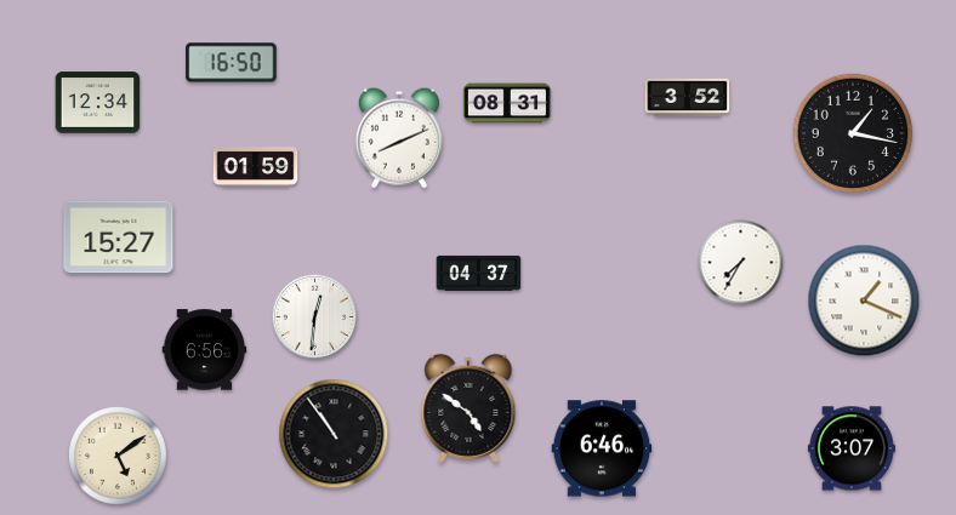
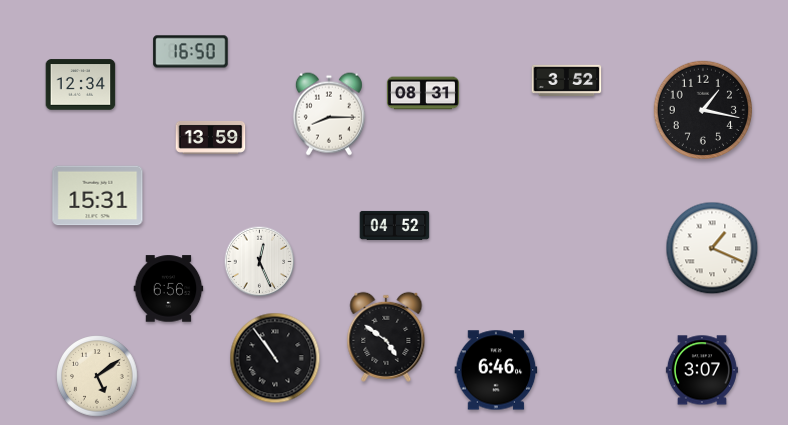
clock at (507, 103) position: (507, 103) -> (423, 93)
clock at (399, 138): 8:11 -> 8:15
clock at (256, 166): 01:59 -> 13:59
clock at (119, 238): 15:27 -> 15:31
clock at (741, 263): 7:35 -> none
clock at (479, 273): 04:37 -> 04:52
clock at (315, 317): 12:31 -> 12:26
